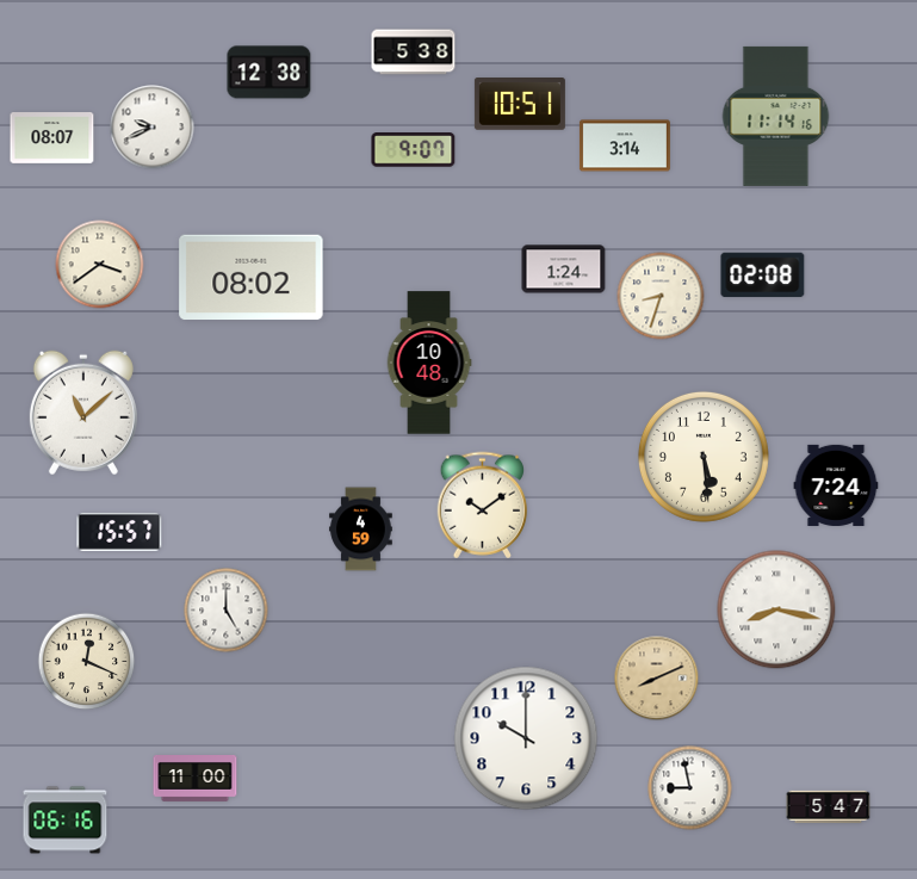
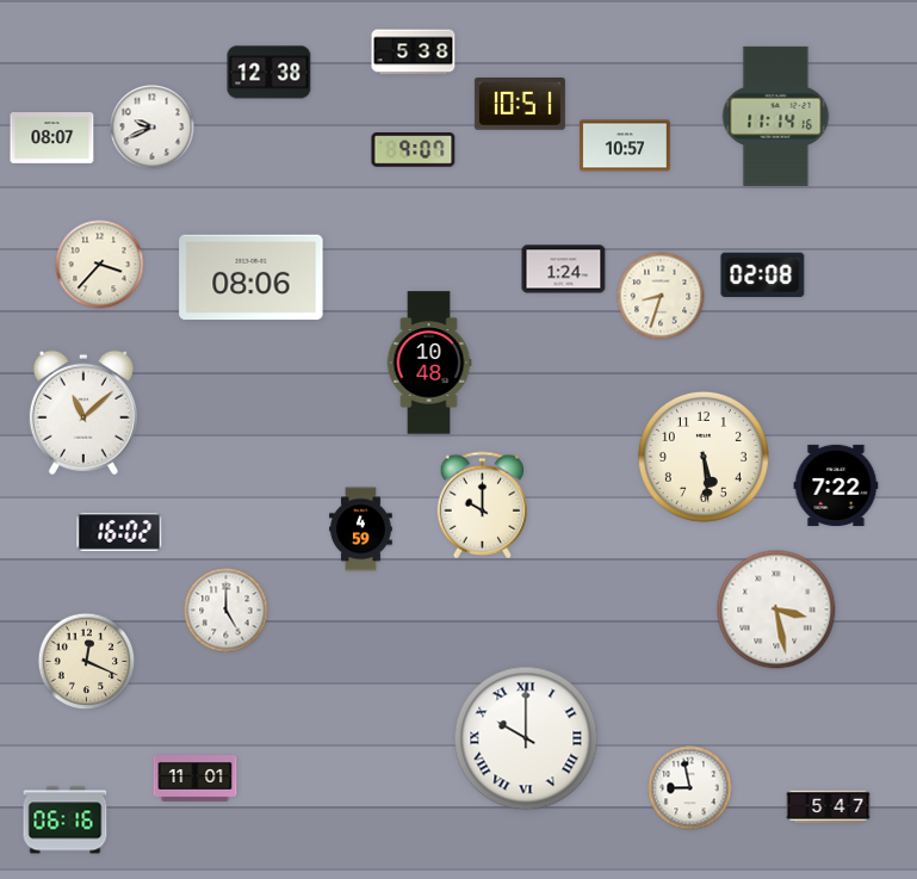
clock at (625, 146): 3:14 -> 10:57
clock at (100, 265): 3:39 -> 3:37
clock at (252, 278): 08:02 -> 08:06
clock at (836, 485): 7:24 -> 7:22
clock at (483, 506): 10:09 -> 10:00
clock at (119, 532): 15:57 -> 16:02
clock at (776, 609): 8:17 -> 3:28
clock at (657, 679): 8:11 -> none
clock at (526, 738) numerals: Arabic -> Roman
clock at (196, 779): 11:00 -> 11:01
